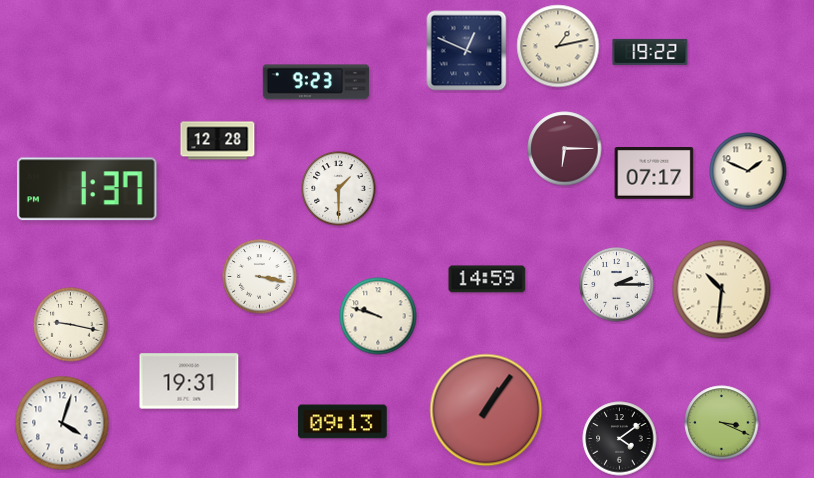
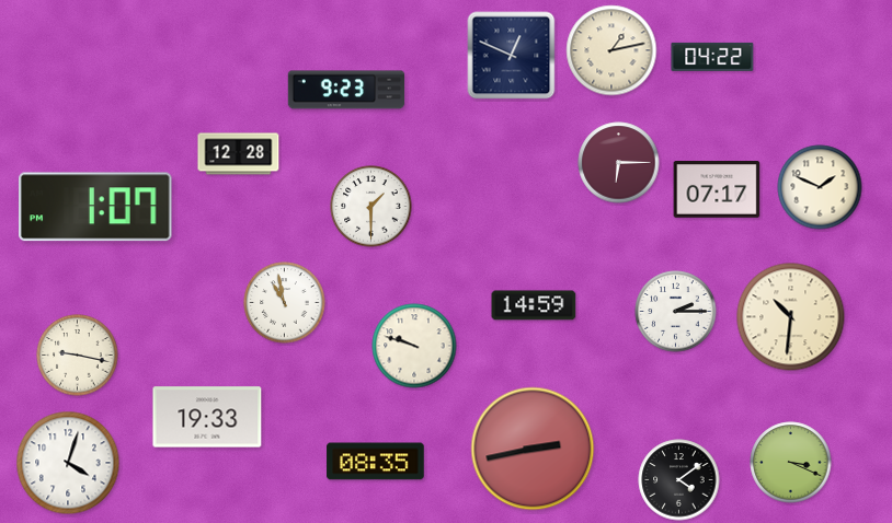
clock at (650, 52): 19:22 -> 04:22
clock at (88, 189): 1:37 -> 1:07
clock at (260, 277): 3:17 -> 10:58
clock at (189, 381): 19:31 -> 19:33
clock at (486, 410): 1:06 -> 2:43
clock at (343, 422): 09:13 -> 08:35
